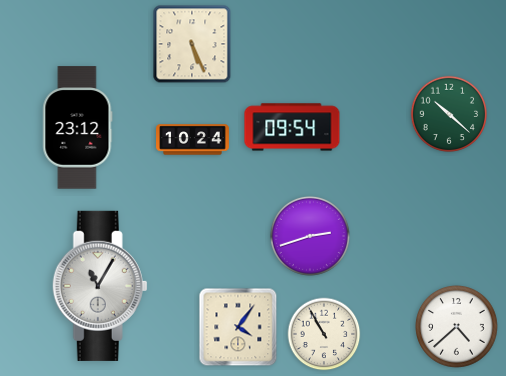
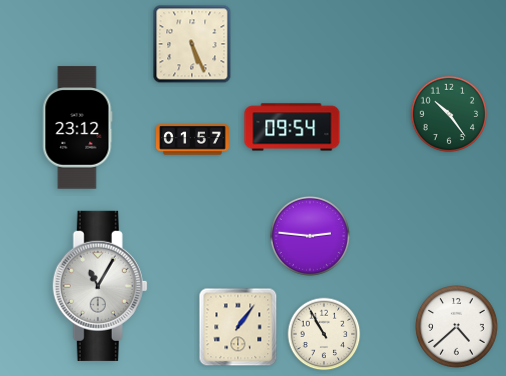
clock at (449, 114): 10:22 -> 10:24
clock at (193, 140): 10:24 -> 01:57
clock at (310, 236): 2:42 -> 2:46
clock at (238, 327): 4:06 -> 1:06
